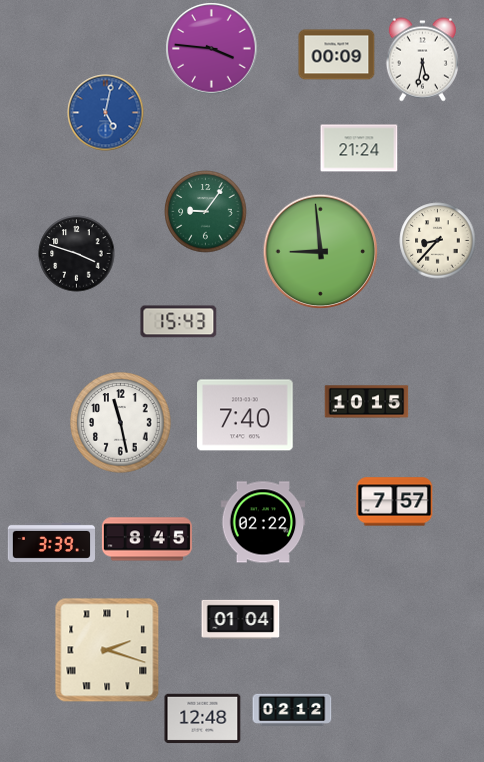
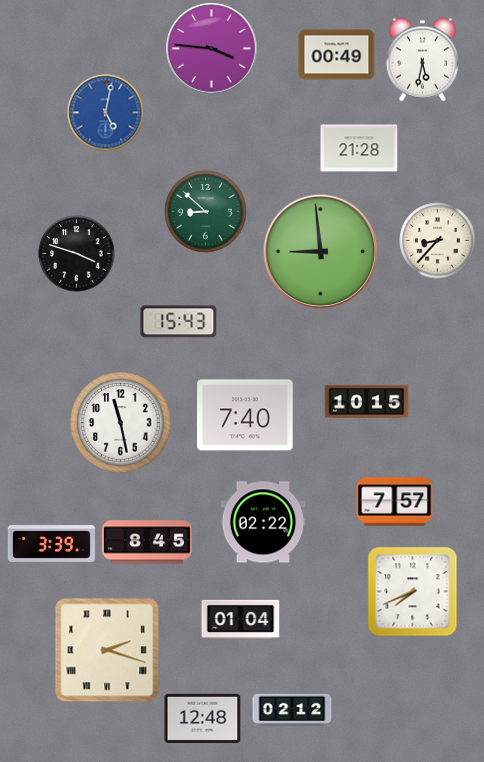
clock at (337, 55): 00:09 -> 00:49
clock at (359, 148): 21:24 -> 21:28
clock at (206, 212): 9:06 -> 8:52
clock at (147, 539) position: (147, 539) -> (147, 542)
clock at (413, 592): none -> 7:41
